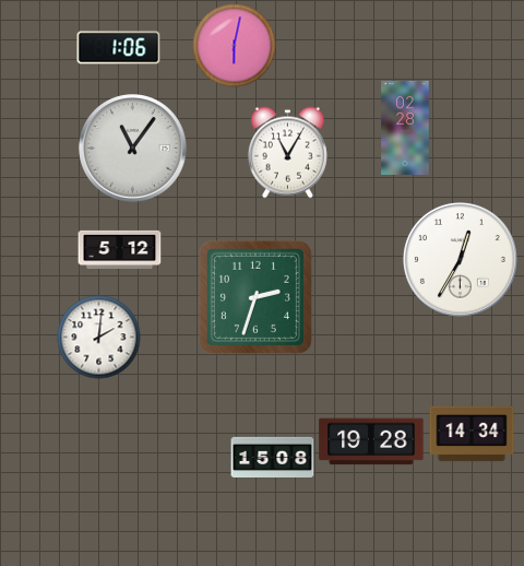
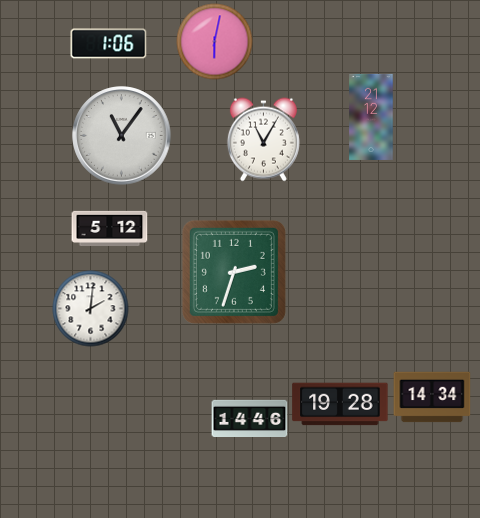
clock at (405, 128): 02:28 -> 21:12
clock at (460, 259): 12:35 -> none
clock at (273, 457): 15:08 -> 14:46
